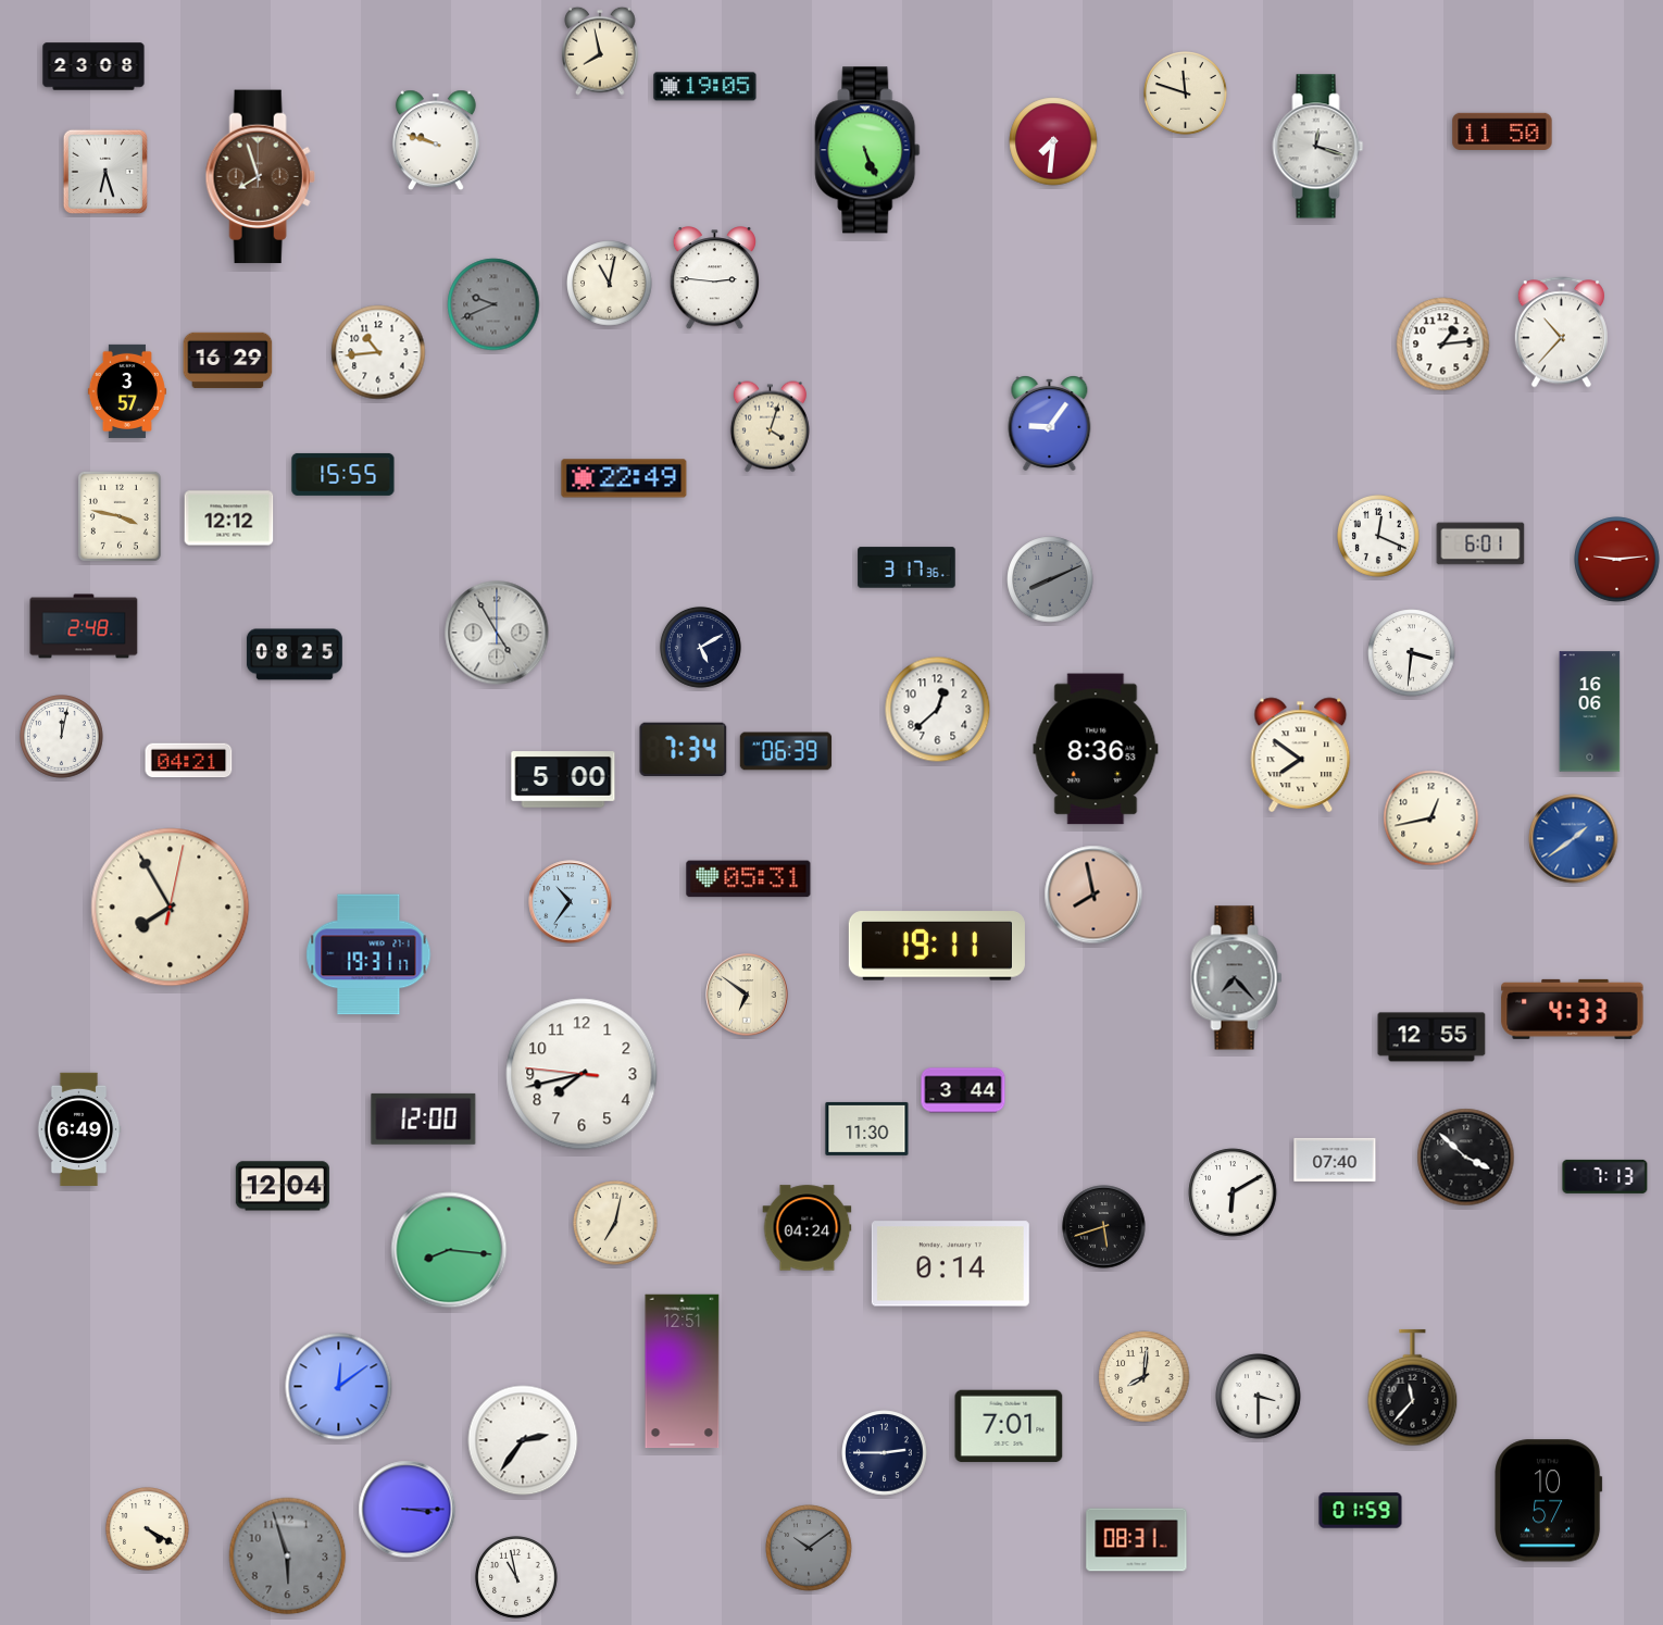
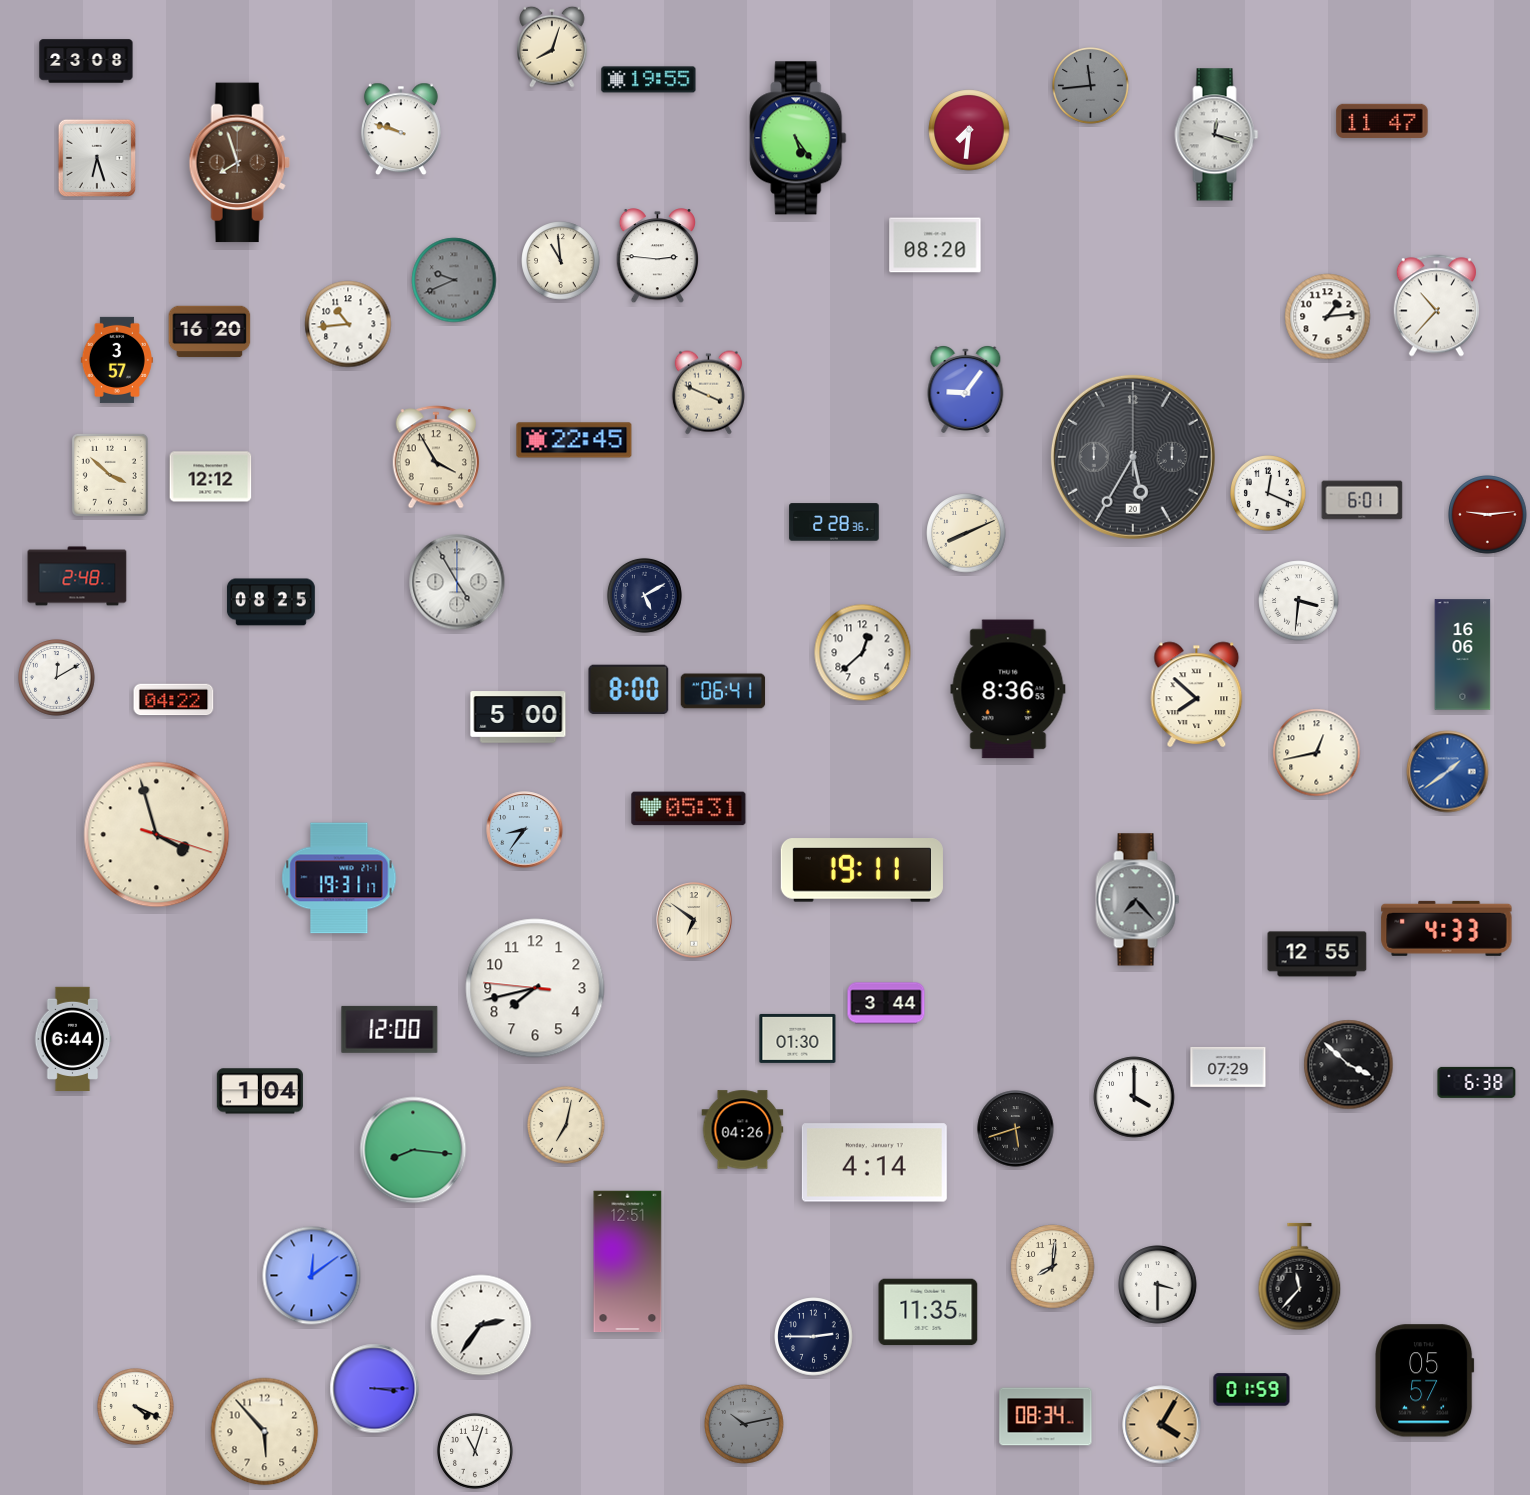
clock at (600, 51): 7:58 -> 8:03
clock at (705, 87): 19:05 -> 19:55
clock at (1186, 93): 11:48 -> 11:44
clock at (1186, 93) dial: cream -> grey
clock at (1502, 132): 11:50 -> 11:47
clock at (1318, 147) position: (1318, 147) -> (1217, 135)
clock at (867, 150): 5:26 -> 5:24
clock at (935, 245): none -> 08:20
clock at (610, 284): 11:02 -> 10:59
clock at (228, 361): 16:29 -> 16:20
clock at (770, 427): 4:03 -> 3:49
clock at (343, 474): 15:55 -> none
clock at (624, 478): 22:49 -> 22:45
clock at (435, 457): none -> 3:55
clock at (1133, 457): none -> 5:35
clock at (120, 516): 3:47 -> 3:52
clock at (906, 567): 3:17 -> 2:28
clock at (1050, 579) dial: grey -> cream
clock at (62, 737): 12:02 -> 12:10
clock at (684, 750): 7:34 -> 8:00
clock at (786, 751): 06:39 -> 06:41
clock at (1301, 755): 7:51 -> 7:52
clock at (189, 761): 04:21 -> 04:22
clock at (1093, 895): 7:58 -> none
clock at (571, 902): 10:36 -> 8:36
clock at (171, 908): 7:55 -> 3:57
clock at (747, 995) position: (747, 995) -> (694, 920)
clock at (79, 1128): 6:49 -> 6:44
clock at (867, 1128): 11:30 -> 01:30
clock at (1335, 1160): 07:40 -> 07:29
clock at (1605, 1176): 7:13 -> 6:38
clock at (283, 1186): 12:04 -> 1:04
clock at (1233, 1192): 6:10 -> 4:00
clock at (808, 1228): 04:24 -> 04:26
clock at (950, 1264): 0:14 -> 4:14
clock at (1009, 1426): 7:01 -> 11:35
clock at (1549, 1501): 10:57 -> 05:57
clock at (148, 1529): 4:20 -> 4:19
clock at (1137, 1540): 08:31 -> 08:34
clock at (809, 1548): 10:09 -> 10:13
clock at (1162, 1425): none -> 4:05
clock at (288, 1557): 5:57 -> 5:53
clock at (288, 1557) dial: grey -> cream
clock at (517, 1578): 10:58 -> 11:03
